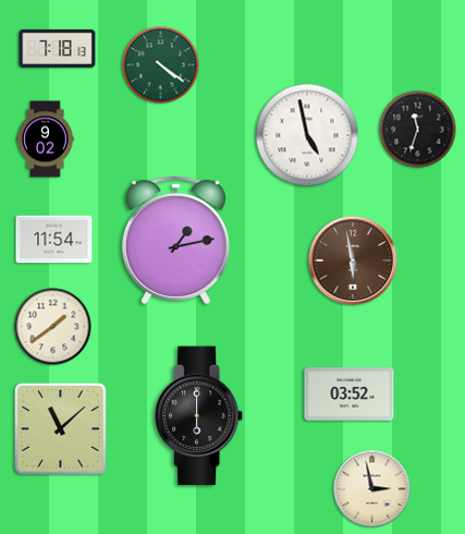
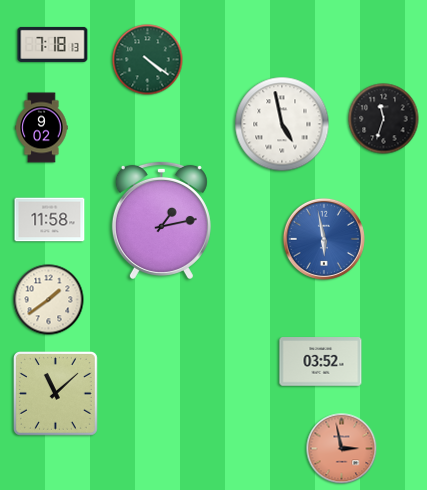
clock at (54, 240): 11:54 -> 11:58
clock at (353, 260) dial: brown -> blue
clock at (199, 416): 6:00 -> none
clock at (372, 489) dial: cream -> salmon
